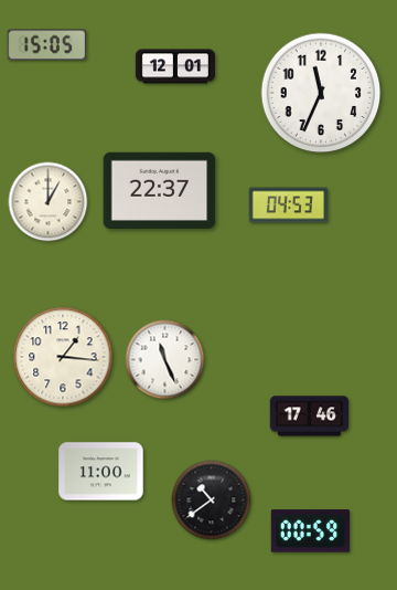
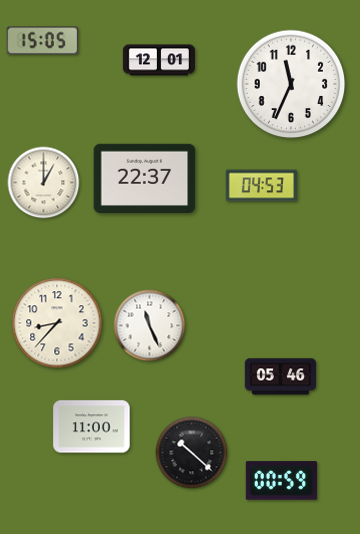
clock at (160, 190) position: (160, 190) -> (145, 178)
clock at (63, 357): 1:16 -> 8:37
clock at (310, 417): 17:46 -> 05:46
clock at (212, 501): 10:39 -> 10:22
